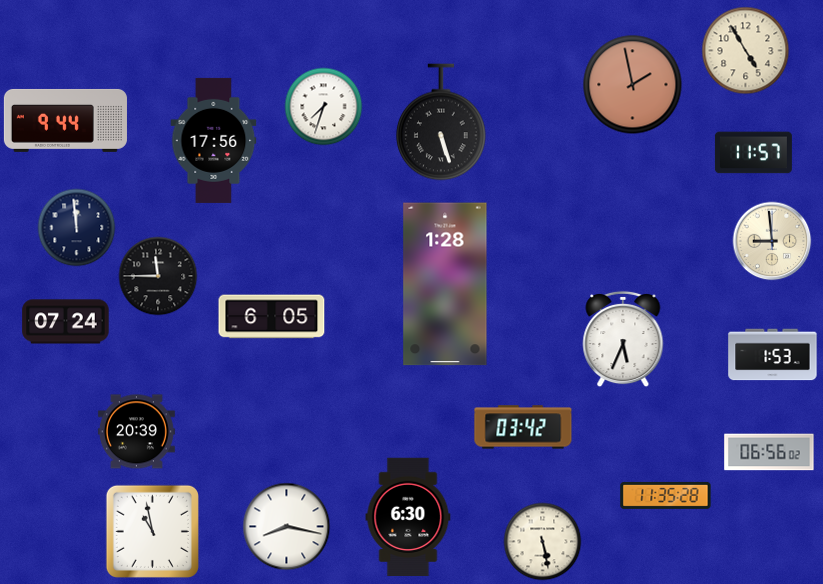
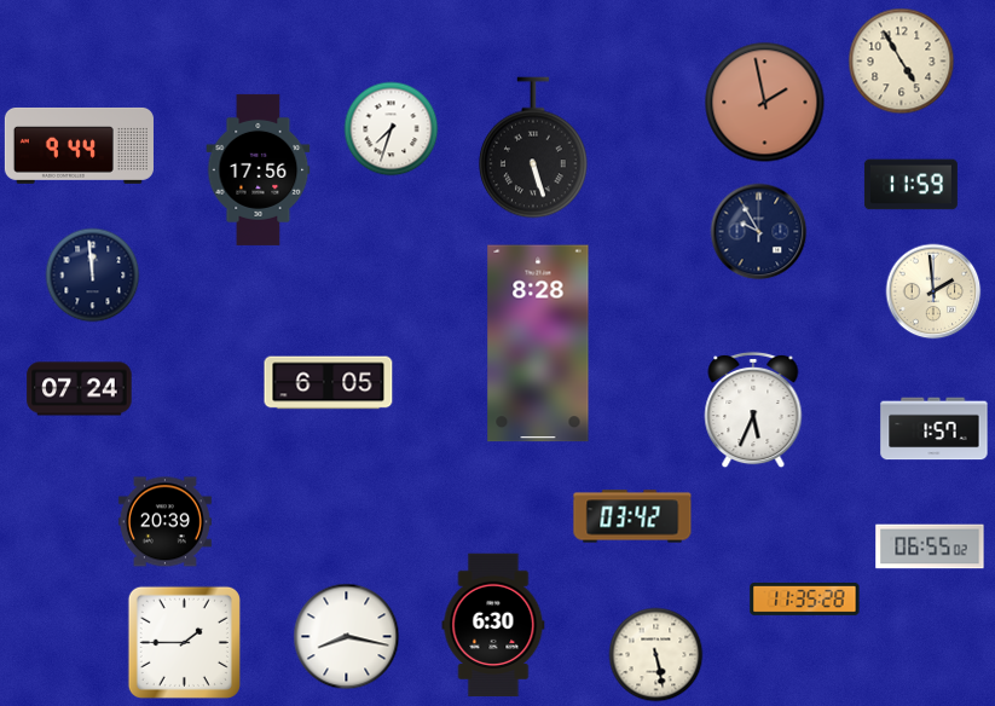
clock at (753, 153): 11:57 -> 11:59
clock at (758, 231): none -> 9:55
clock at (772, 241): 8:59 -> 1:59
clock at (158, 276): 11:45 -> none
clock at (445, 284): 1:28 -> 8:28
clock at (773, 355): 1:53 -> 1:57
clock at (769, 452): 06:56 -> 06:55
clock at (152, 531): 10:58 -> 1:45
